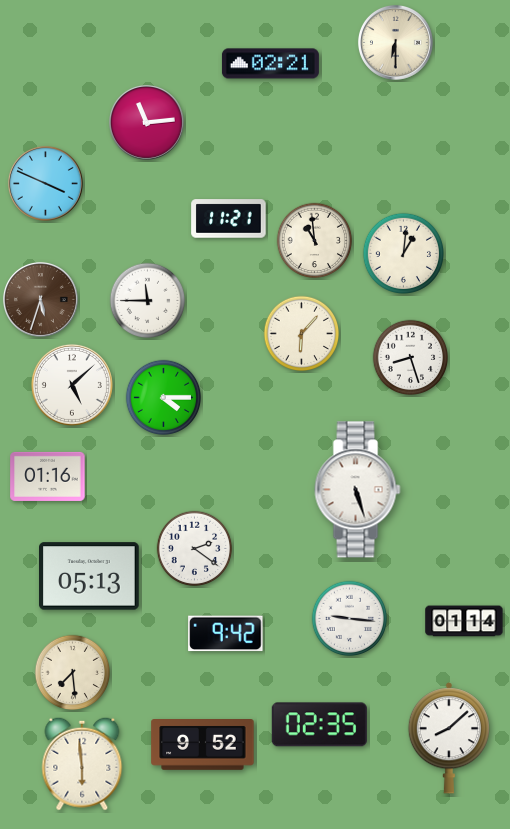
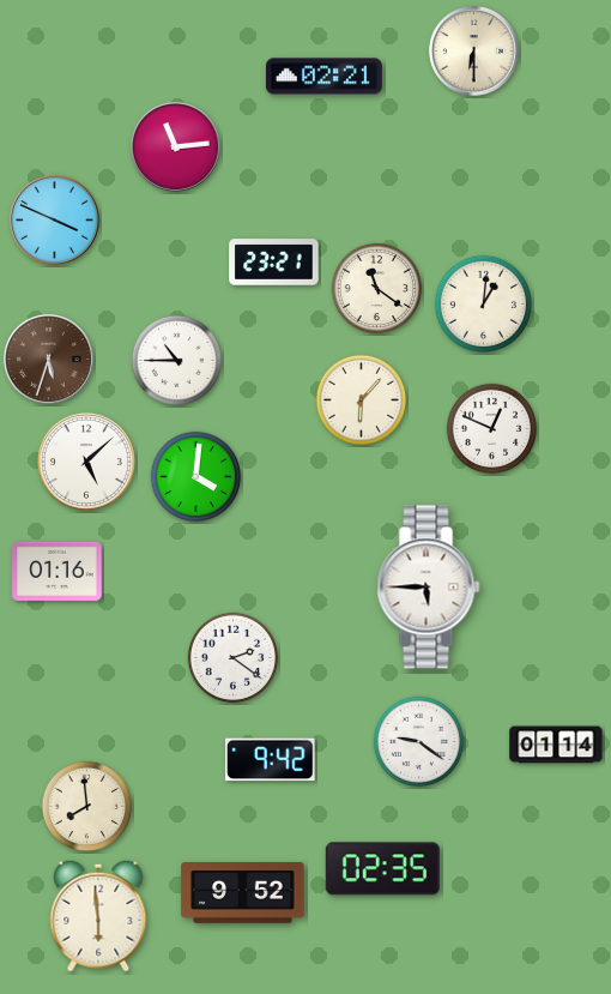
clock at (229, 219): 11:21 -> 23:21
clock at (315, 241): 10:59 -> 11:21
clock at (148, 301): 11:45 -> 10:45
clock at (411, 358): 8:27 -> 12:49
clock at (164, 398): 4:15 -> 4:01
clock at (358, 490): 5:27 -> 5:45
clock at (90, 576): 05:13 -> none
clock at (350, 619): 9:16 -> 9:21
clock at (73, 673): 7:29 -> 7:59
clock at (449, 738): 8:08 -> none
